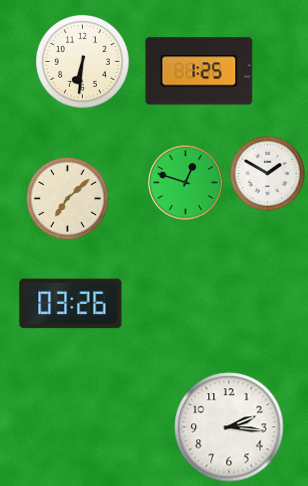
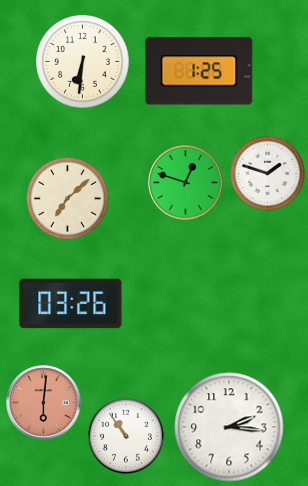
clock at (267, 173): 1:50 -> 1:48
clock at (44, 403): none -> 6:01
clock at (126, 436): none -> 10:54
